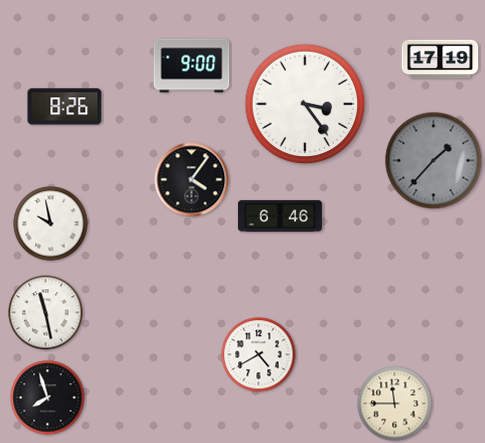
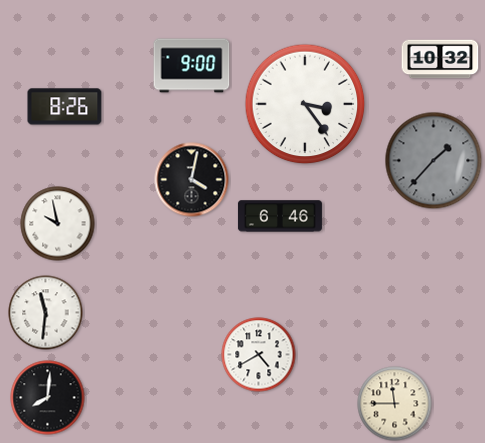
clock at (440, 59): 17:19 -> 10:32
clock at (192, 180): 4:06 -> 4:02
clock at (51, 224) position: (51, 224) -> (58, 224)
clock at (46, 313): 11:28 -> 11:31
clock at (48, 398): 7:57 -> 8:01
